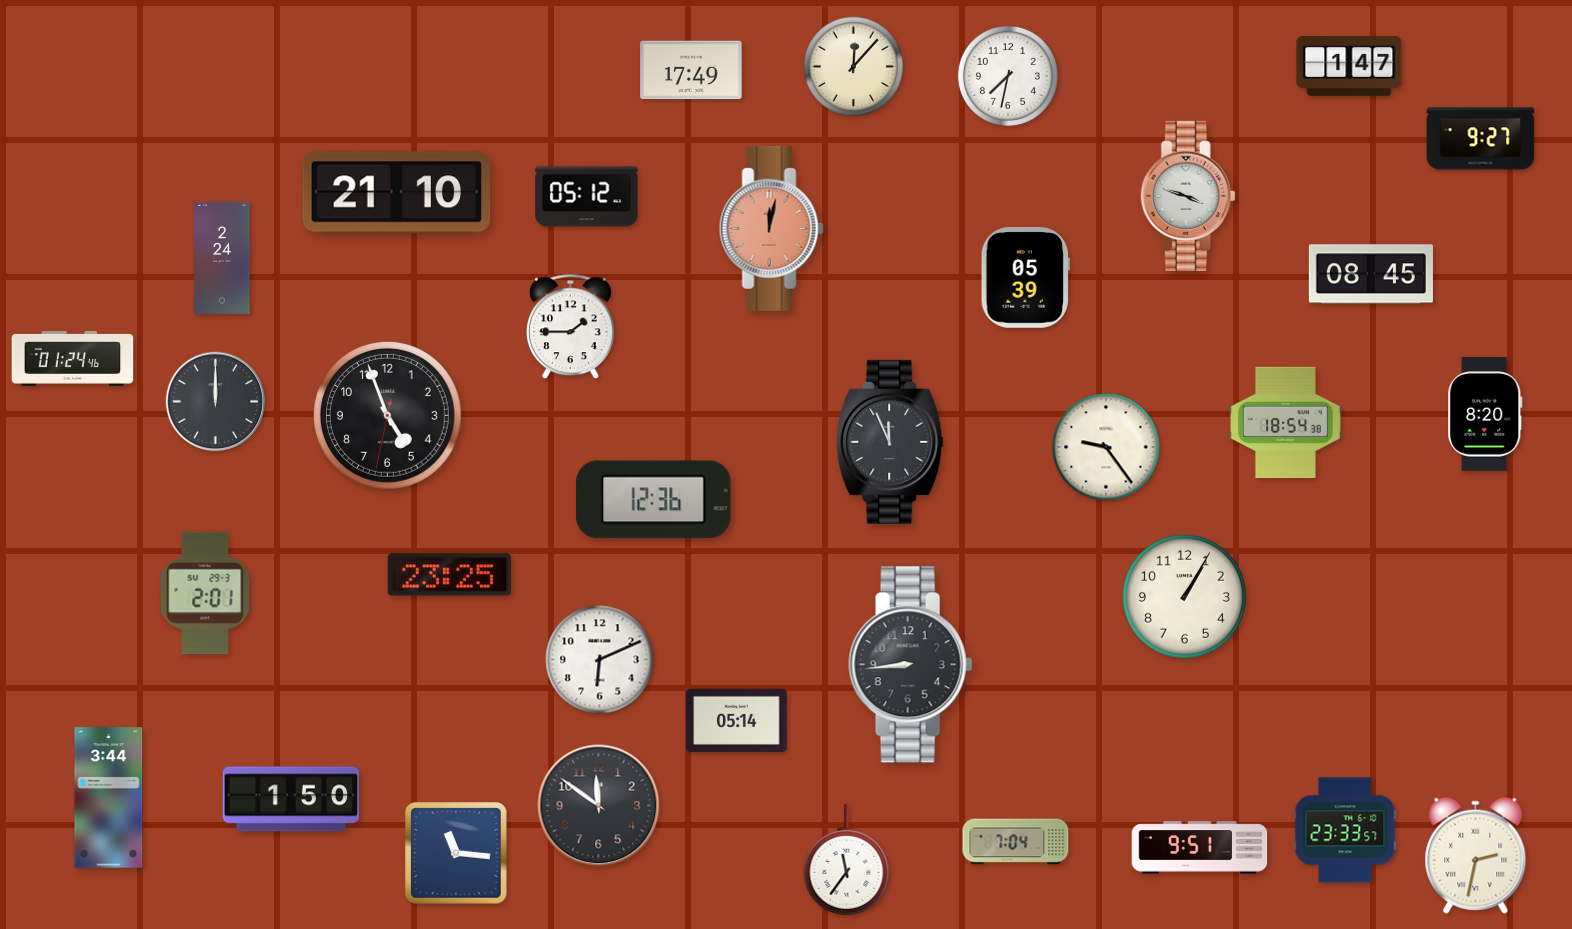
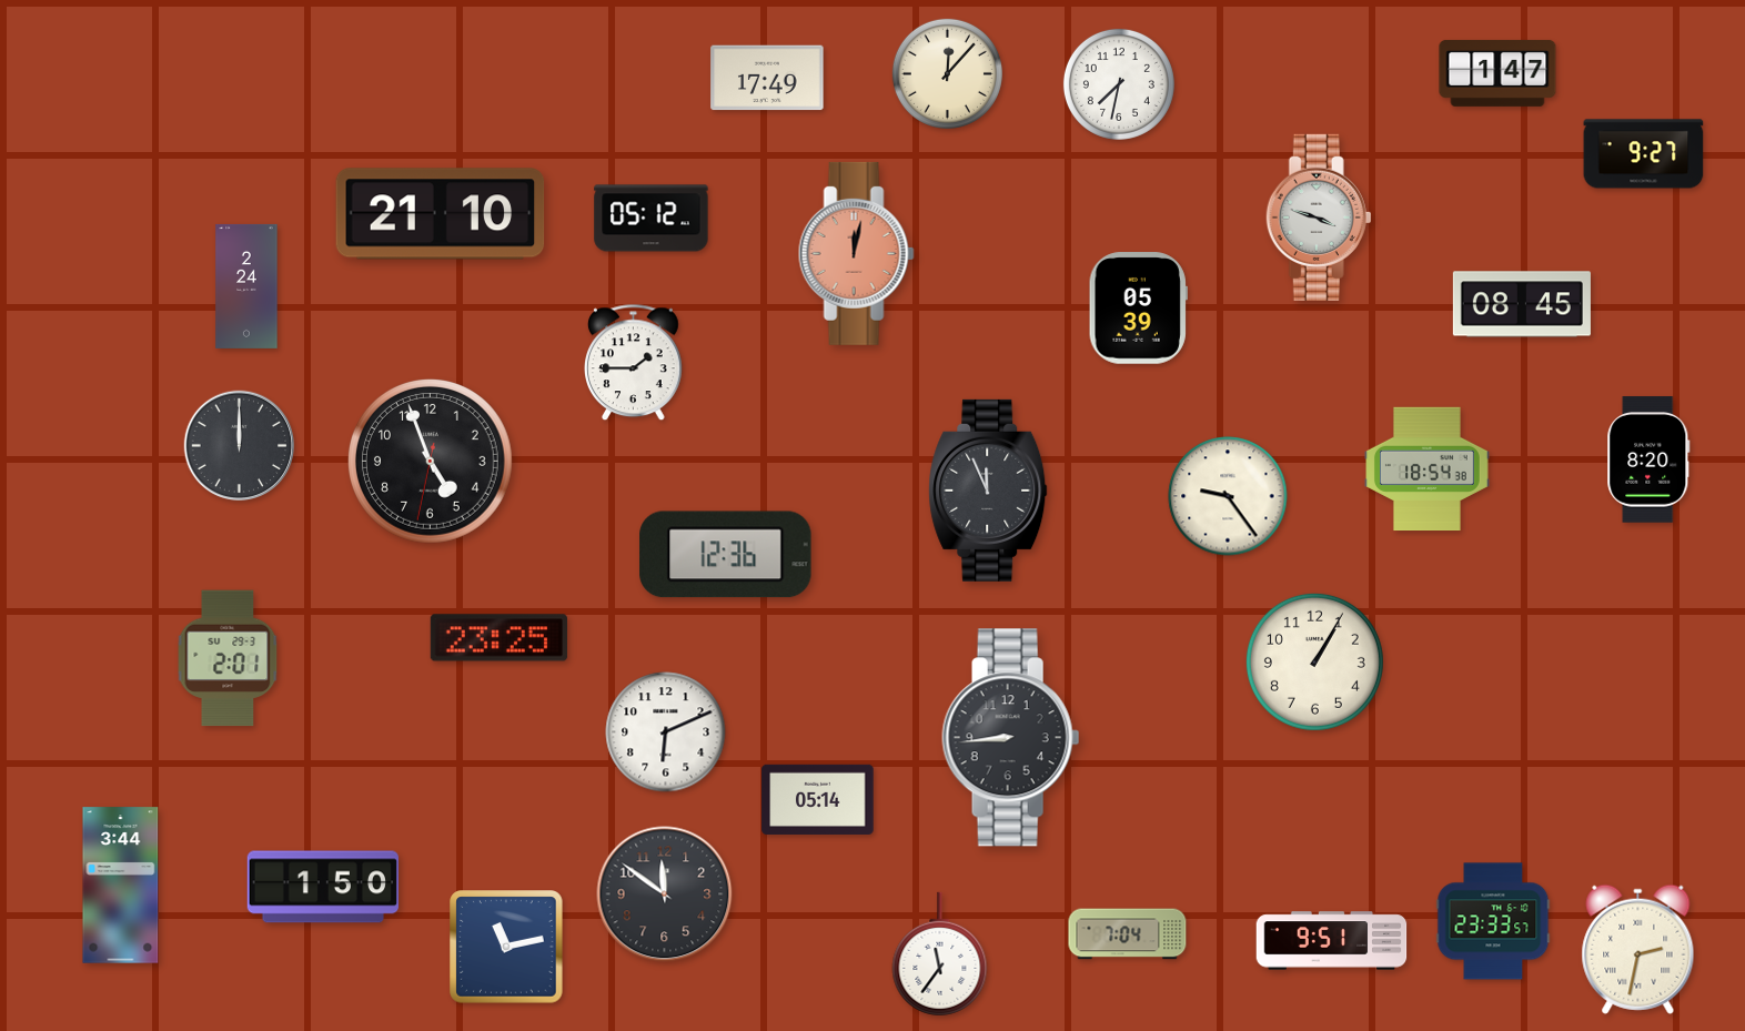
clock at (73, 358): 01:24 -> none
clock at (456, 853): 11:16 -> 11:13
